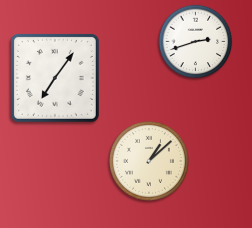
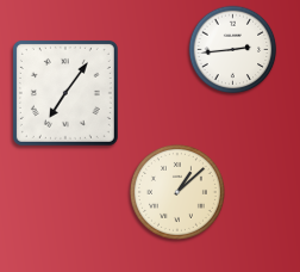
clock at (196, 42): 2:42 -> 2:44
